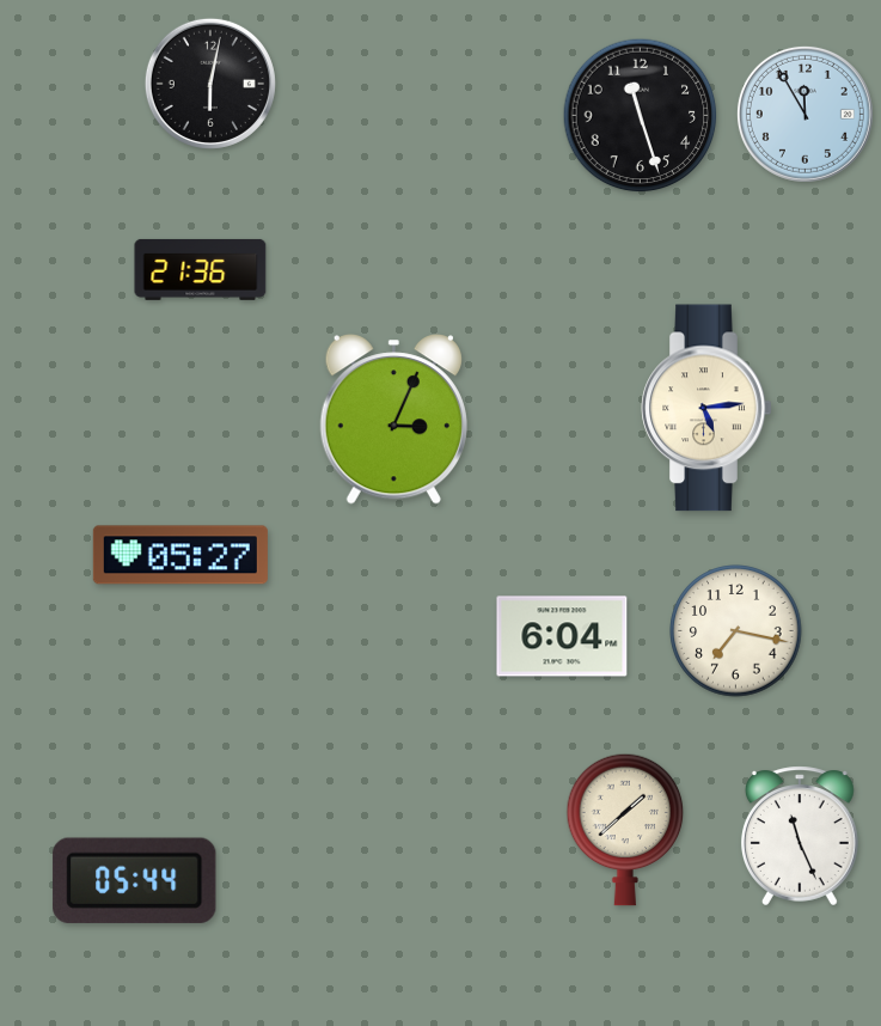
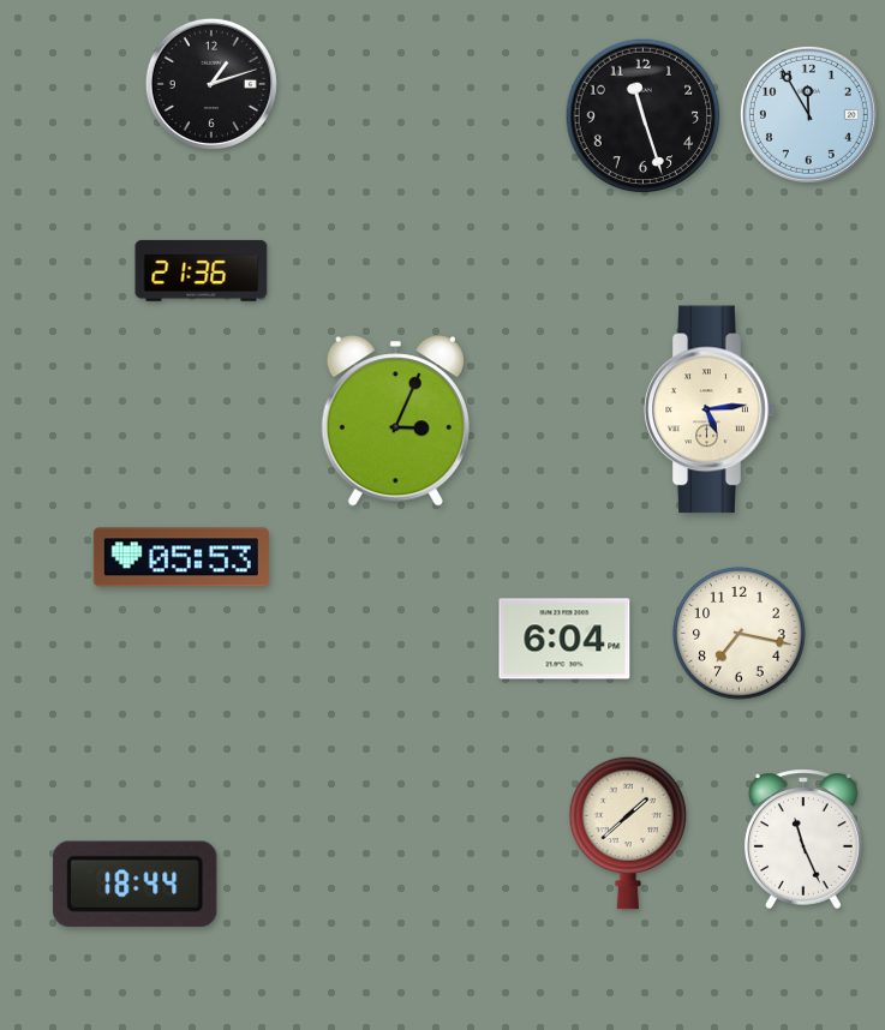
clock at (210, 84): 6:02 -> 1:12
clock at (181, 555): 05:27 -> 05:53
clock at (135, 880): 05:44 -> 18:44
